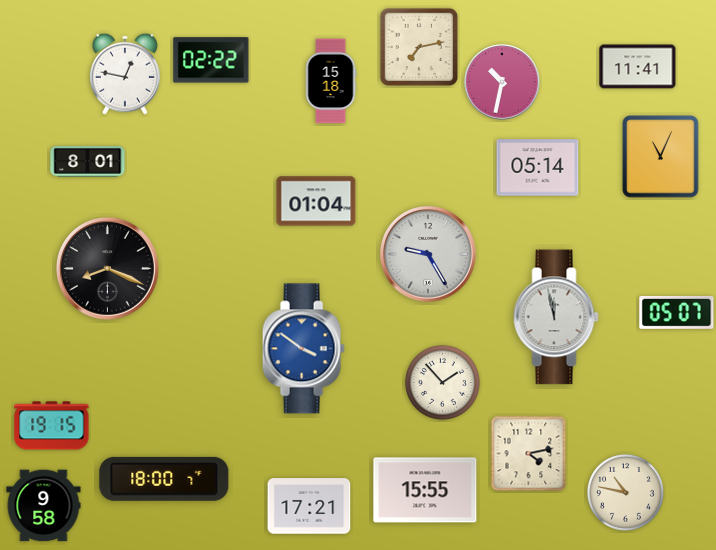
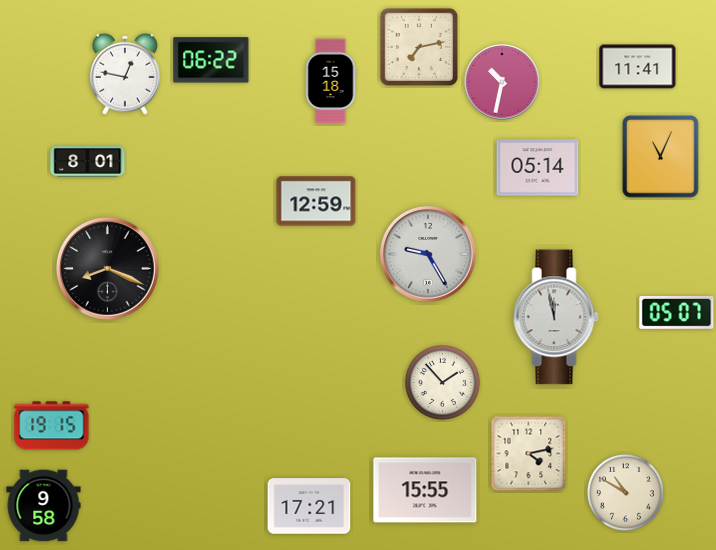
clock at (211, 60): 02:22 -> 06:22
clock at (316, 201): 01:04 -> 12:59
clock at (303, 349): 3:51 -> none
clock at (164, 479): 18:00 -> none
clock at (625, 492): 10:47 -> 10:50
